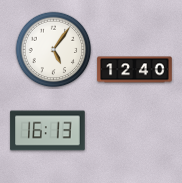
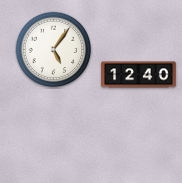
clock at (135, 70) position: (135, 70) -> (139, 75)
clock at (48, 131): 16:13 -> none
